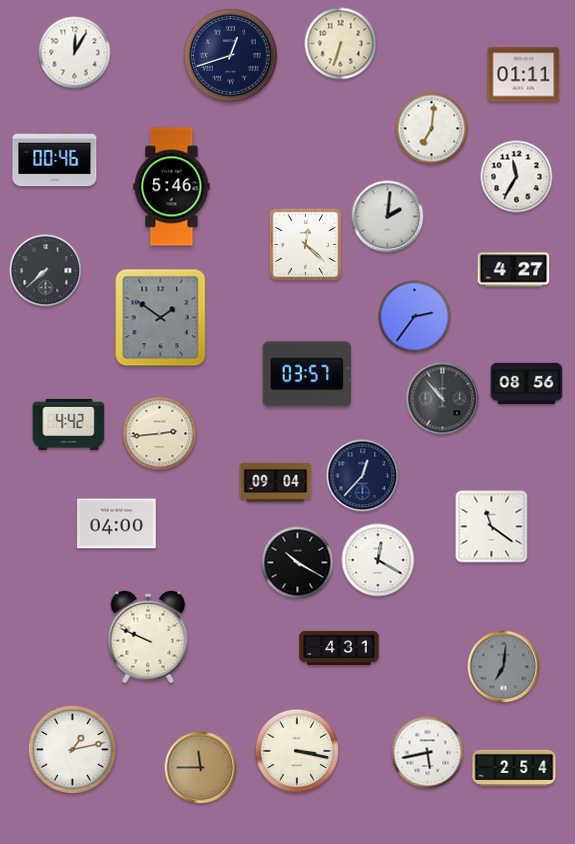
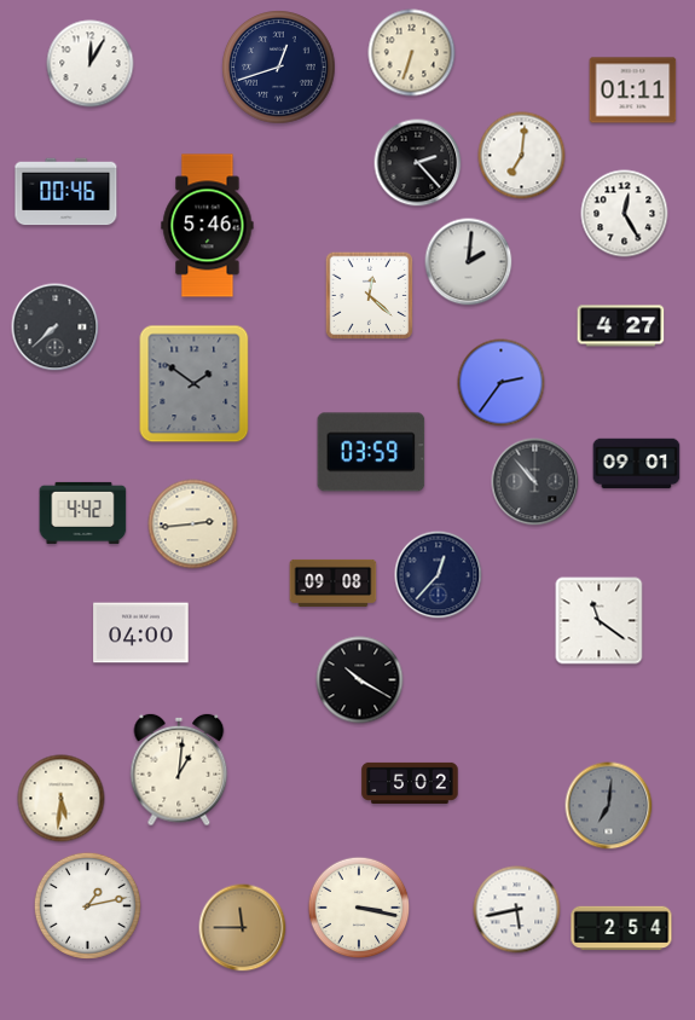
clock at (418, 163): none -> 2:23
clock at (517, 177): 11:35 -> 12:25
clock at (307, 374): 03:57 -> 03:59
clock at (527, 384): 08:56 -> 09:01
clock at (276, 482): 09:04 -> 09:08
clock at (492, 527) position: (492, 527) -> (600, 621)
clock at (378, 560): 12:20 -> none
clock at (148, 637): 9:49 -> 1:01
clock at (339, 648): 4:31 -> 5:02
clock at (62, 799): none -> 5:31
